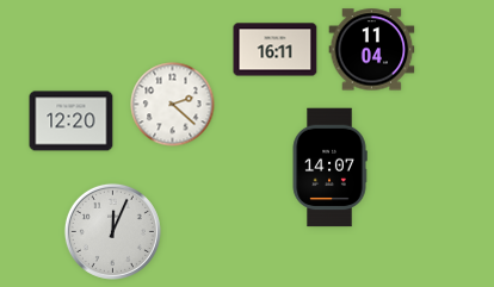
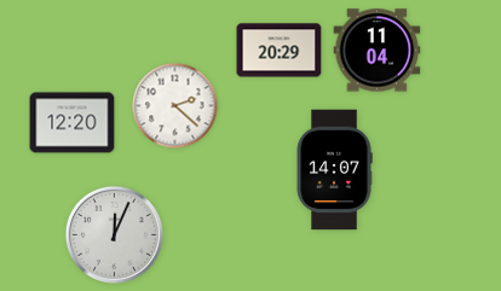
clock at (276, 50): 16:11 -> 20:29
